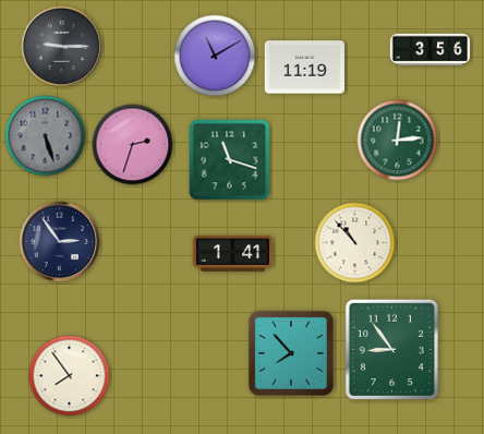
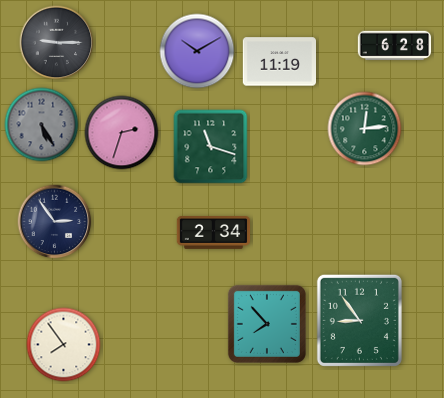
clock at (431, 50): 3:56 -> 6:28
clock at (215, 56): 11:10 -> 10:10
clock at (46, 136): 5:27 -> 5:25
clock at (355, 243): 10:53 -> none
clock at (233, 254): 1:41 -> 2:34
